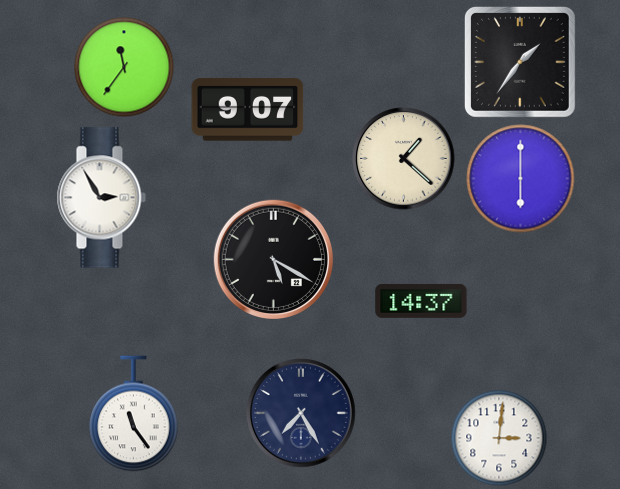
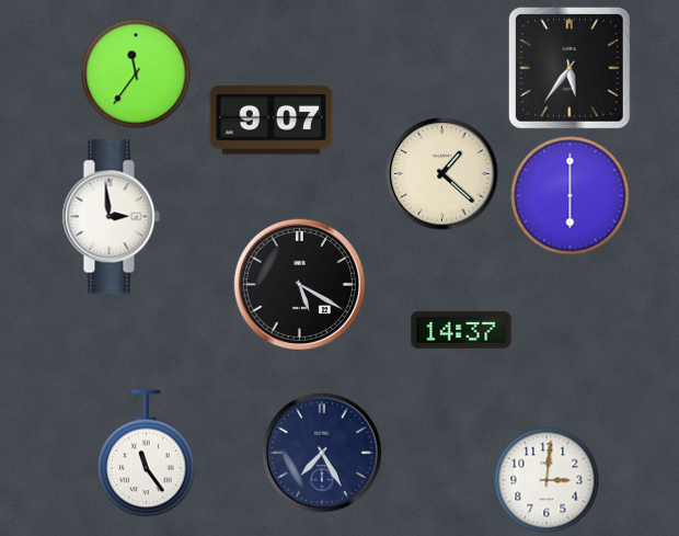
clock at (520, 62): 1:36 -> 5:36
clock at (101, 198): 2:55 -> 2:59
clock at (301, 413) position: (301, 413) -> (322, 453)
